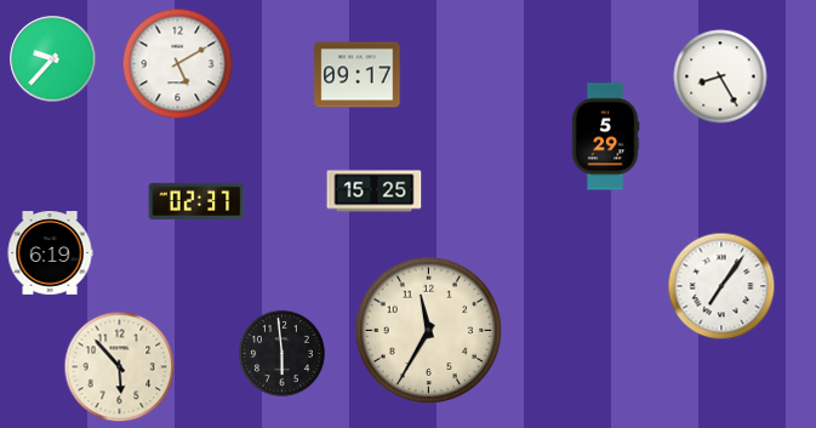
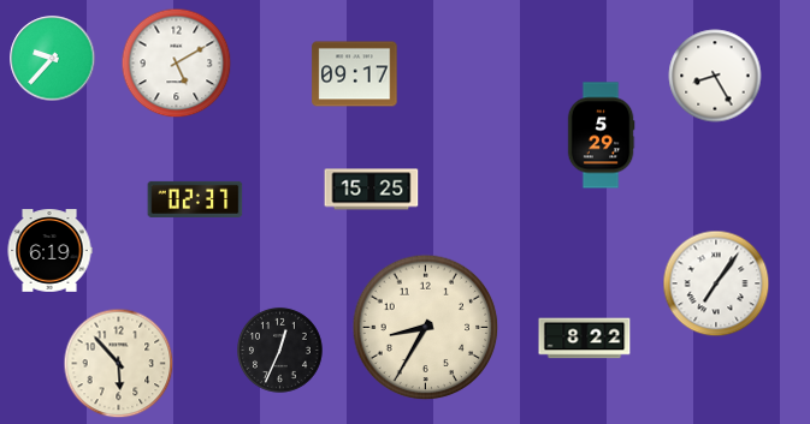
clock at (429, 331): 11:35 -> 8:35
clock at (585, 339): none -> 8:22
clock at (281, 353): 5:59 -> 12:34
